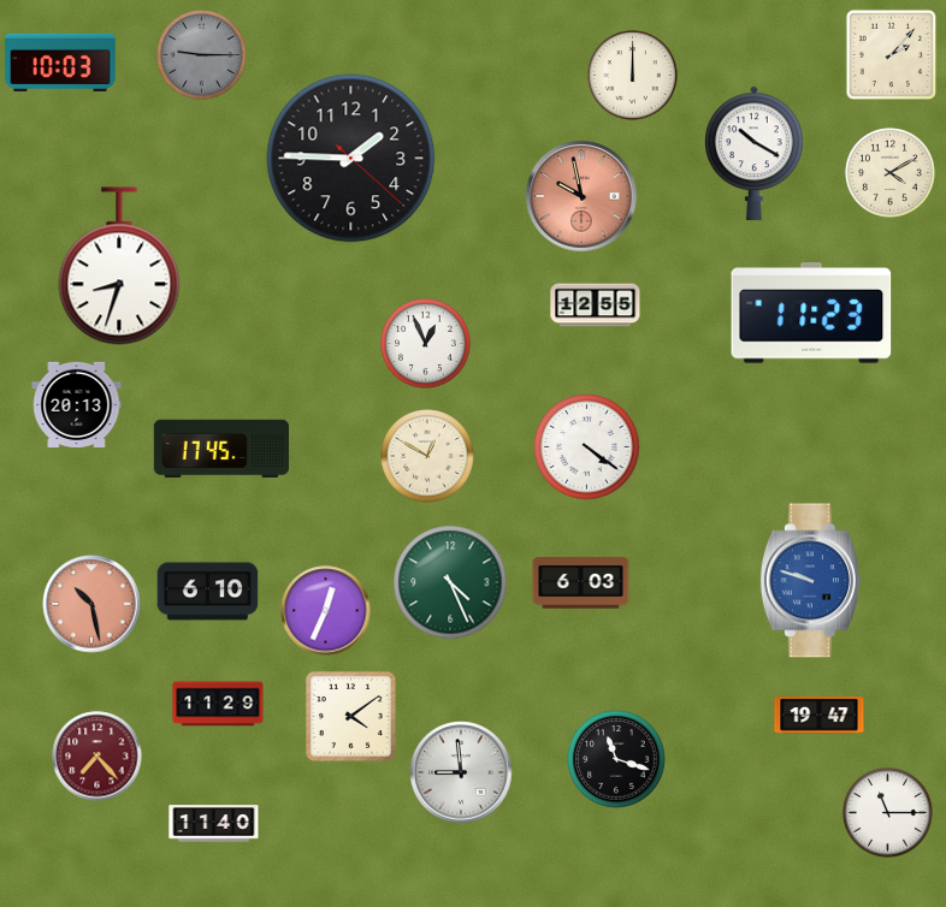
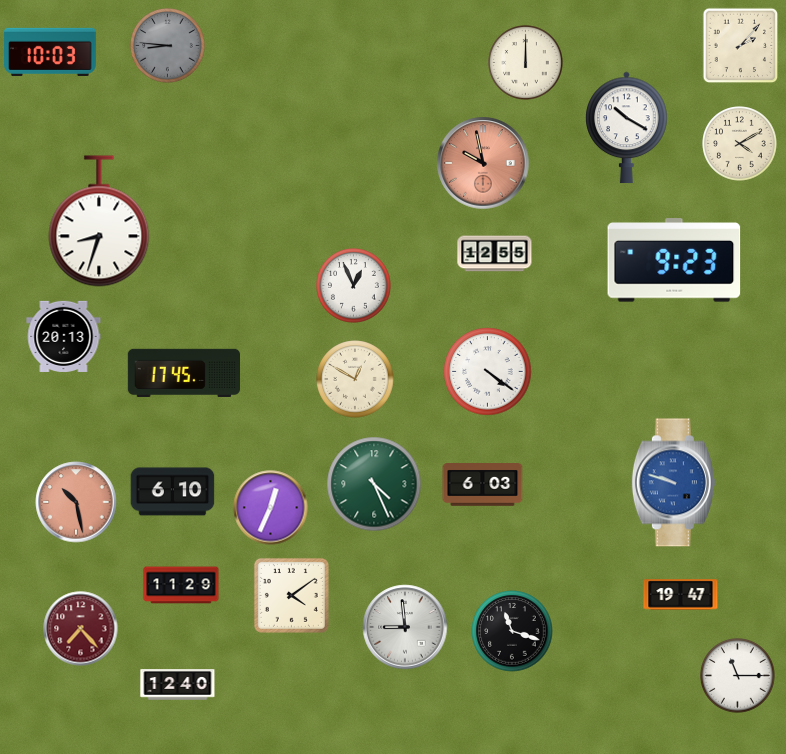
clock at (202, 55): 9:15 -> 8:46
clock at (351, 159): 1:45 -> none
clock at (811, 313): 11:23 -> 9:23
clock at (461, 772) position: (461, 772) -> (405, 627)
clock at (214, 824): 11:40 -> 12:40
